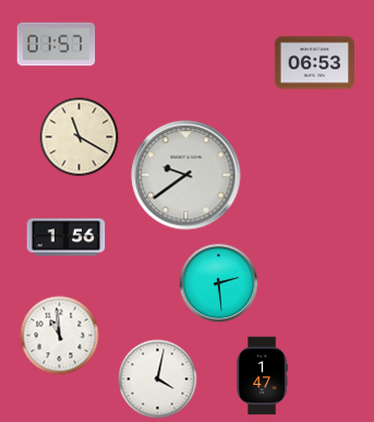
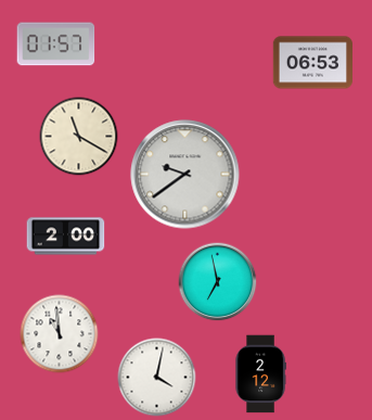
clock at (67, 238): 1:56 -> 2:00
clock at (219, 284): 2:29 -> 6:58
clock at (262, 376): 1:47 -> 2:12
